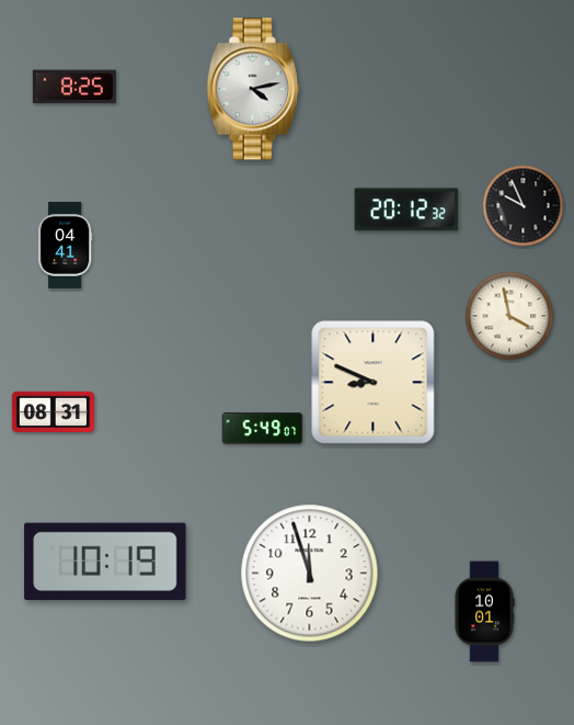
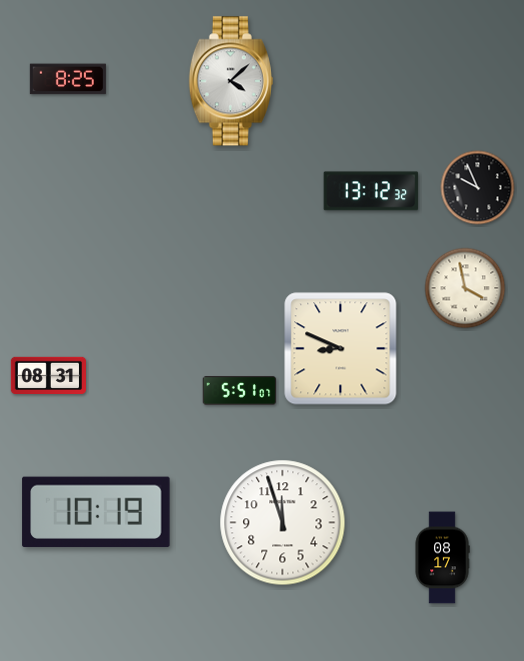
clock at (253, 89): 4:13 -> 4:08
clock at (406, 209): 20:12 -> 13:12
clock at (65, 246): 04:41 -> none
clock at (263, 429): 5:49 -> 5:51
clock at (484, 612): 10:01 -> 08:17
